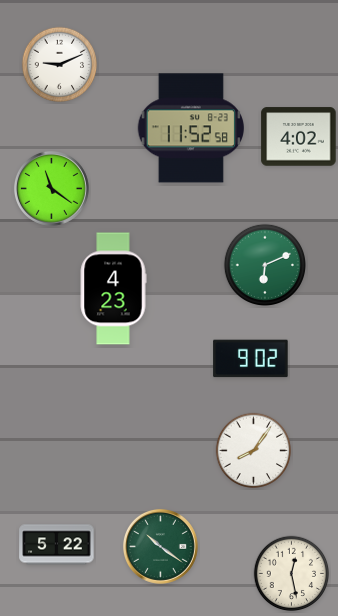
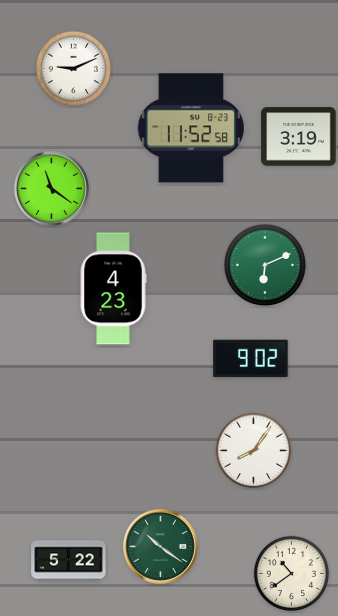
clock at (60, 65) position: (60, 65) -> (74, 69)
clock at (299, 137): 4:02 -> 3:19
clock at (57, 545) position: (57, 545) -> (69, 561)
clock at (292, 574): 12:28 -> 10:39
